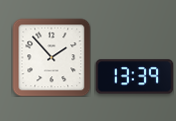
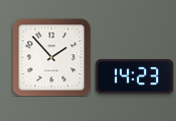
clock at (134, 77): 13:39 -> 14:23
